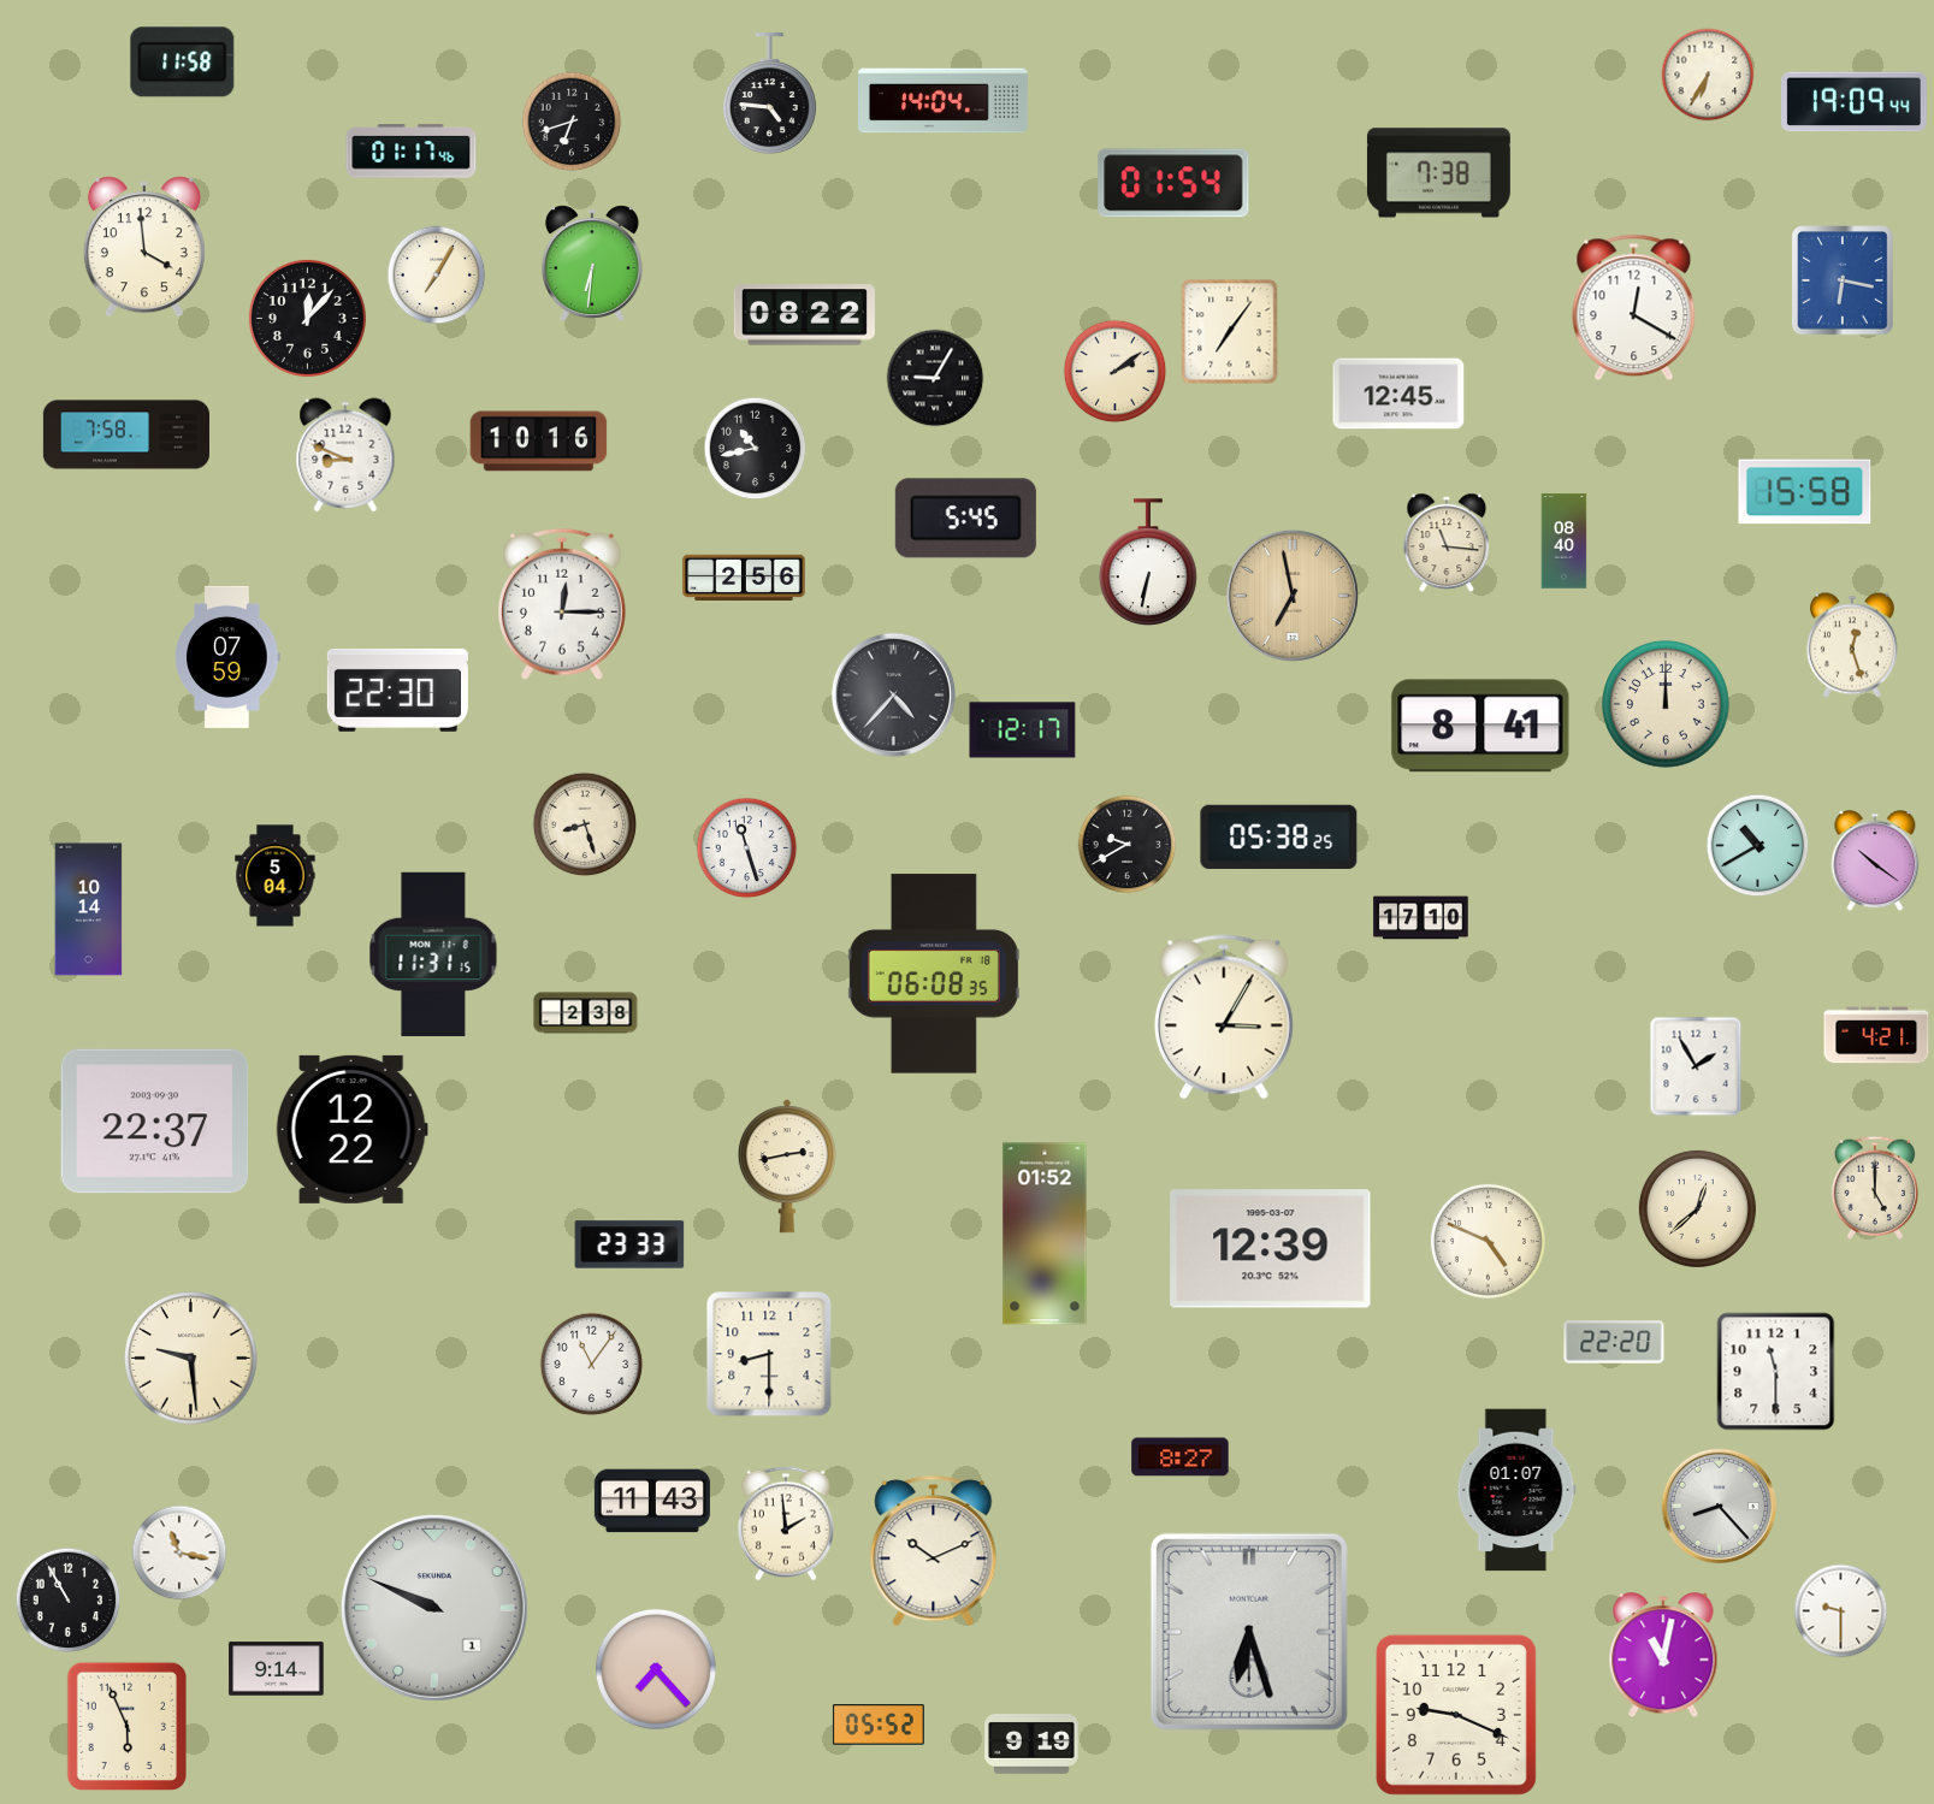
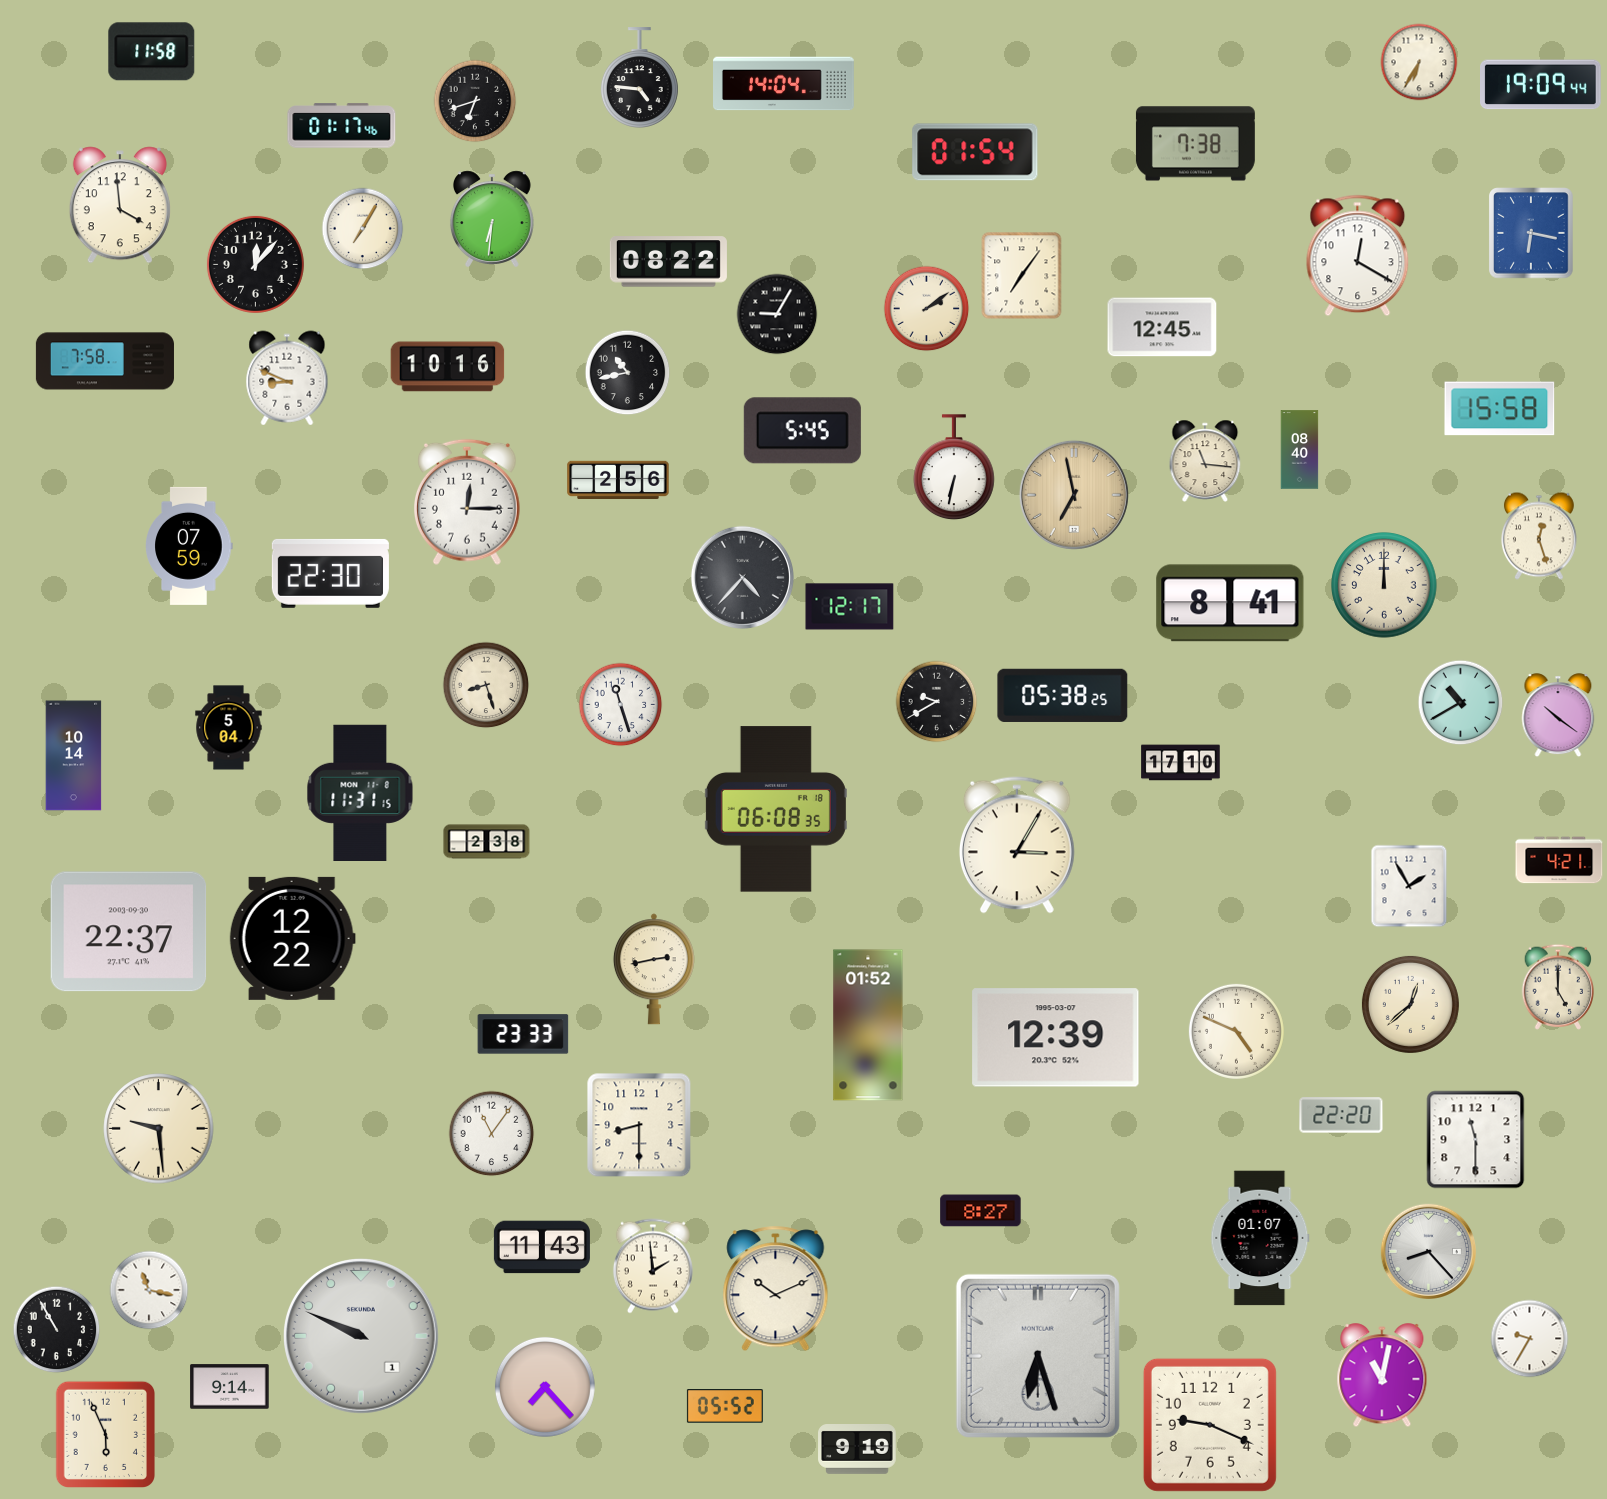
clock at (1447, 542) position: (1447, 542) -> (1205, 460)
clock at (1841, 1611): 9:30 -> 9:35
clock at (879, 1725) position: (879, 1725) -> (725, 1406)
